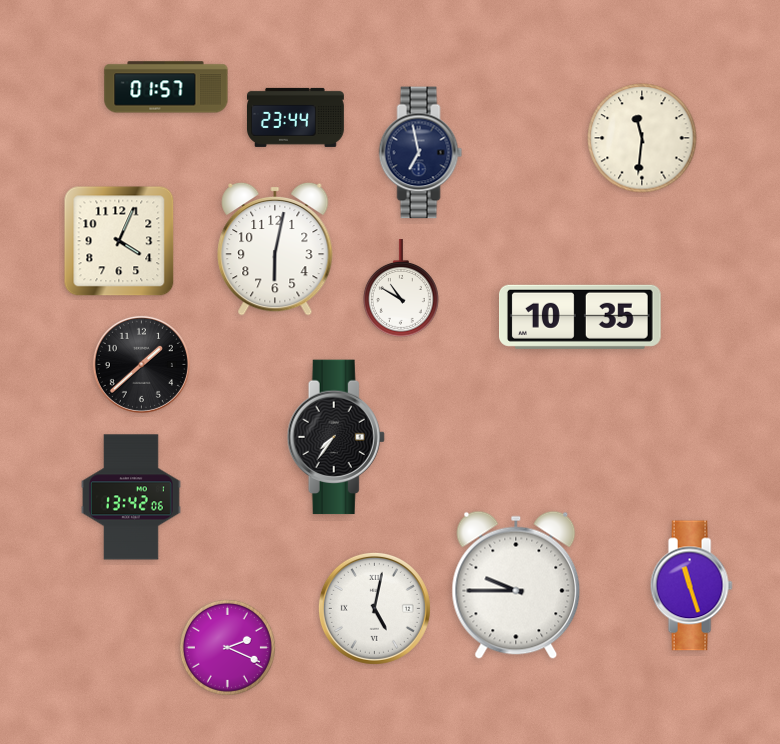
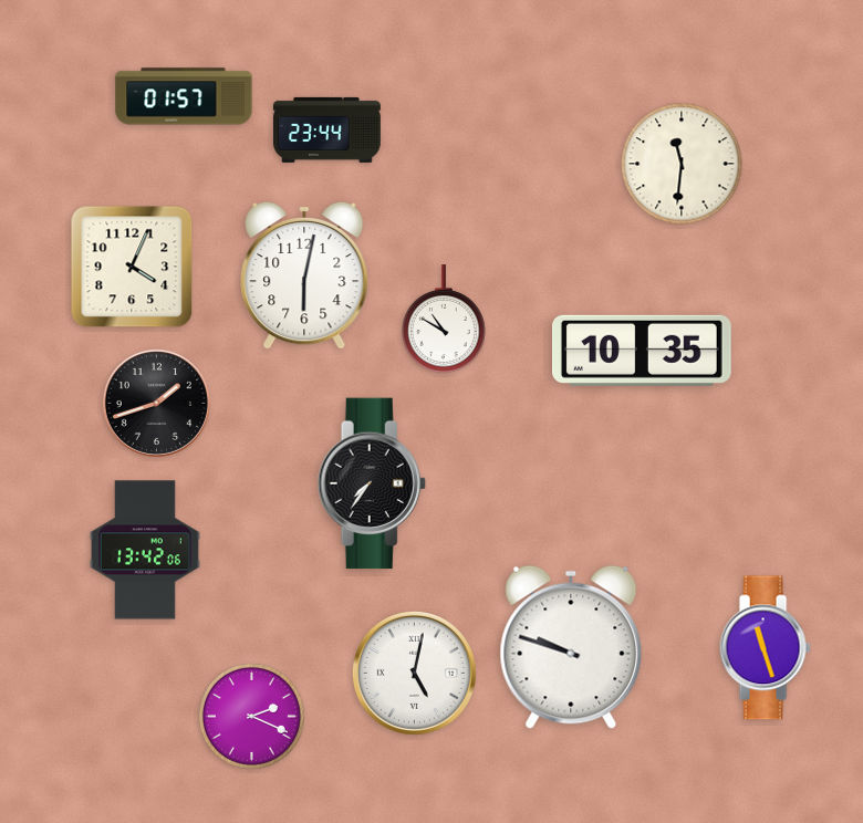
clock at (642, 138) position: (642, 138) -> (682, 164)
clock at (421, 153): 6:58 -> none
clock at (141, 364): 1:38 -> 1:42
clock at (516, 585): 9:45 -> 9:48
